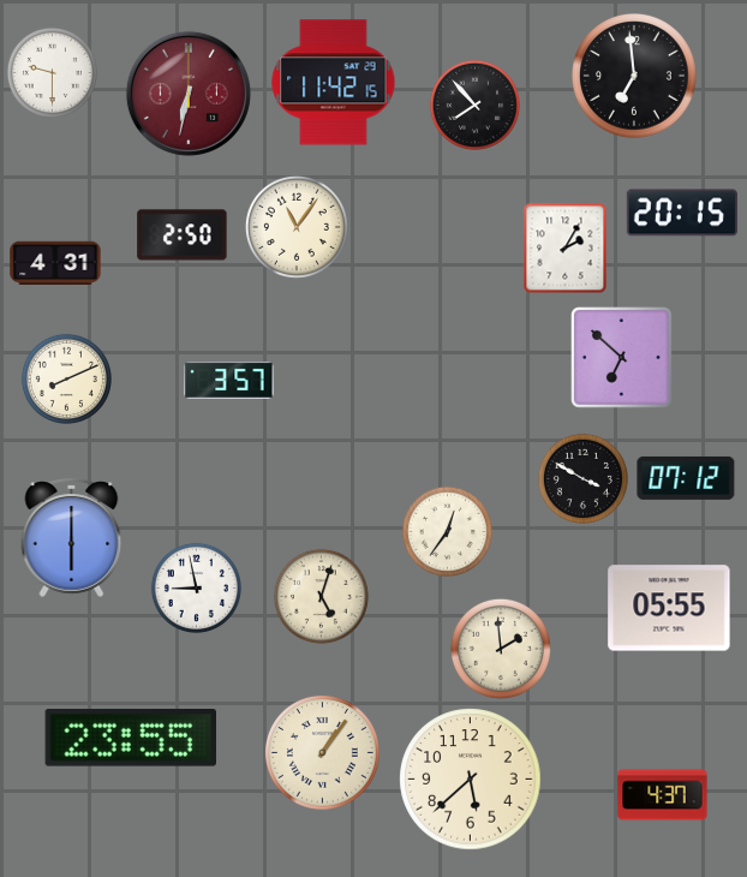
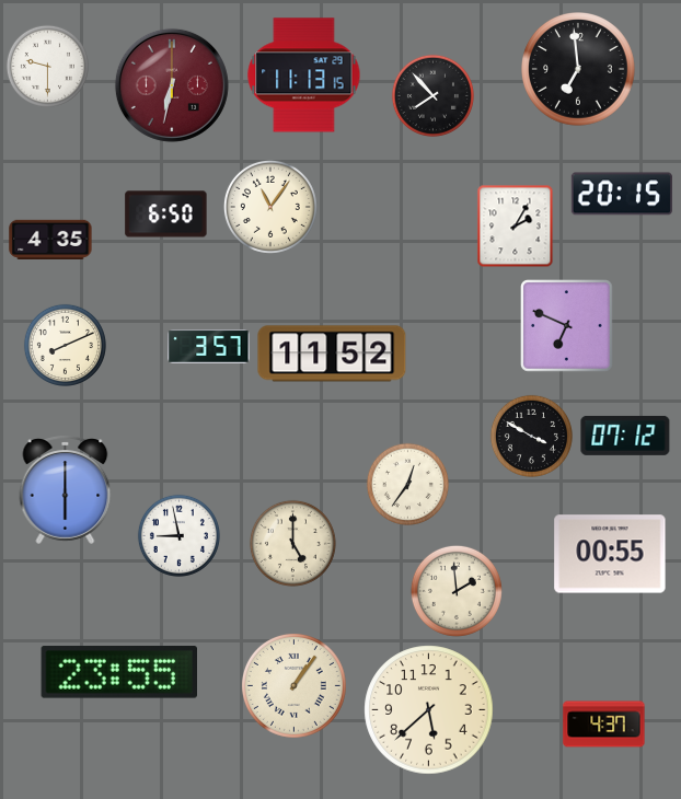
clock at (334, 83): 11:42 -> 11:13
clock at (183, 235): 2:50 -> 6:50
clock at (55, 262): 4:31 -> 4:35
clock at (622, 358): 6:52 -> 6:49
clock at (66, 378) position: (66, 378) -> (65, 345)
clock at (332, 354): none -> 11:52
clock at (321, 596): 5:03 -> 5:00
clock at (669, 608): 05:55 -> 00:55
